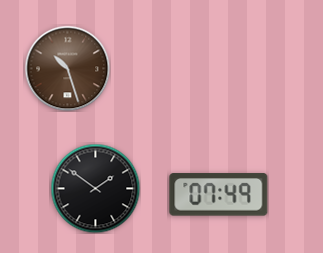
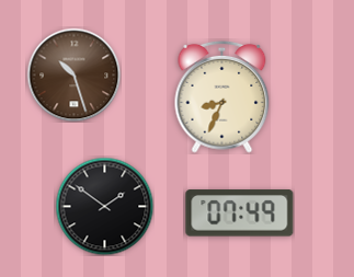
clock at (222, 96): none -> 8:34
